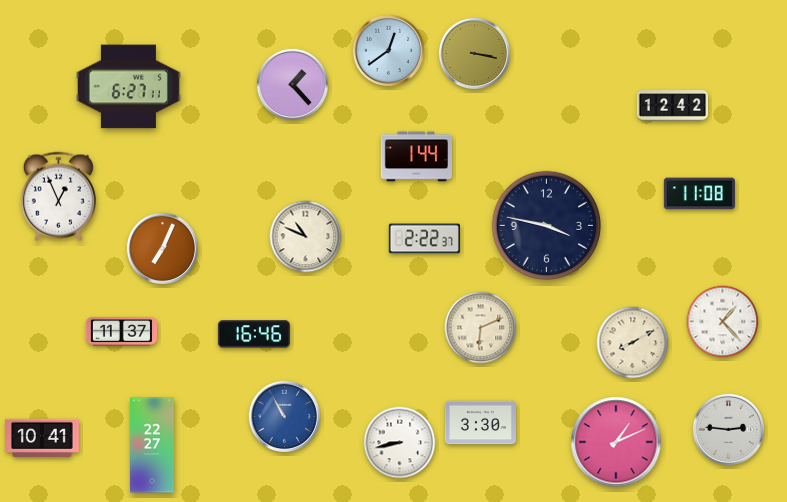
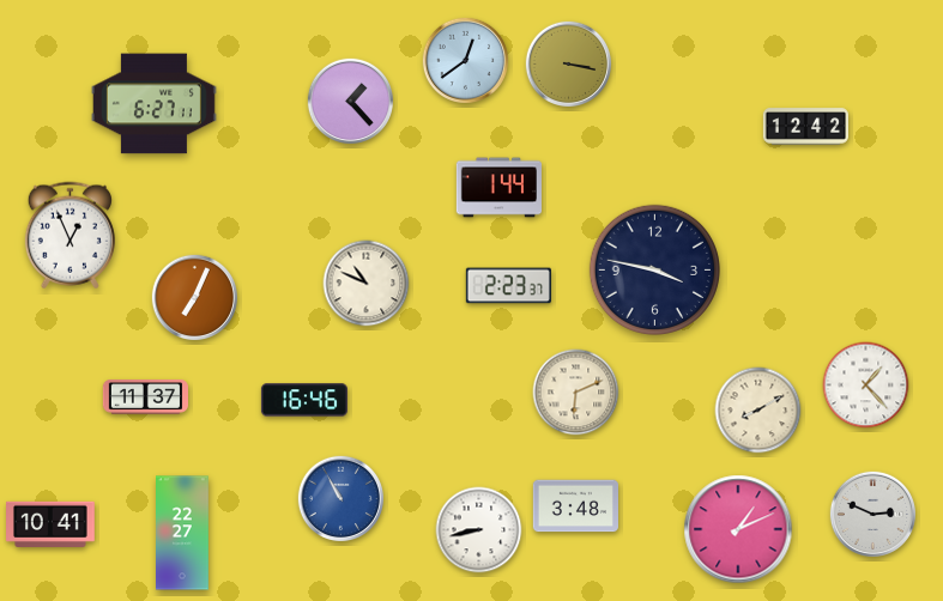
clock at (699, 194): 11:08 -> none
clock at (424, 239): 2:22 -> 2:23
clock at (480, 423): 3:30 -> 3:48
clock at (728, 429): 2:46 -> 2:49
